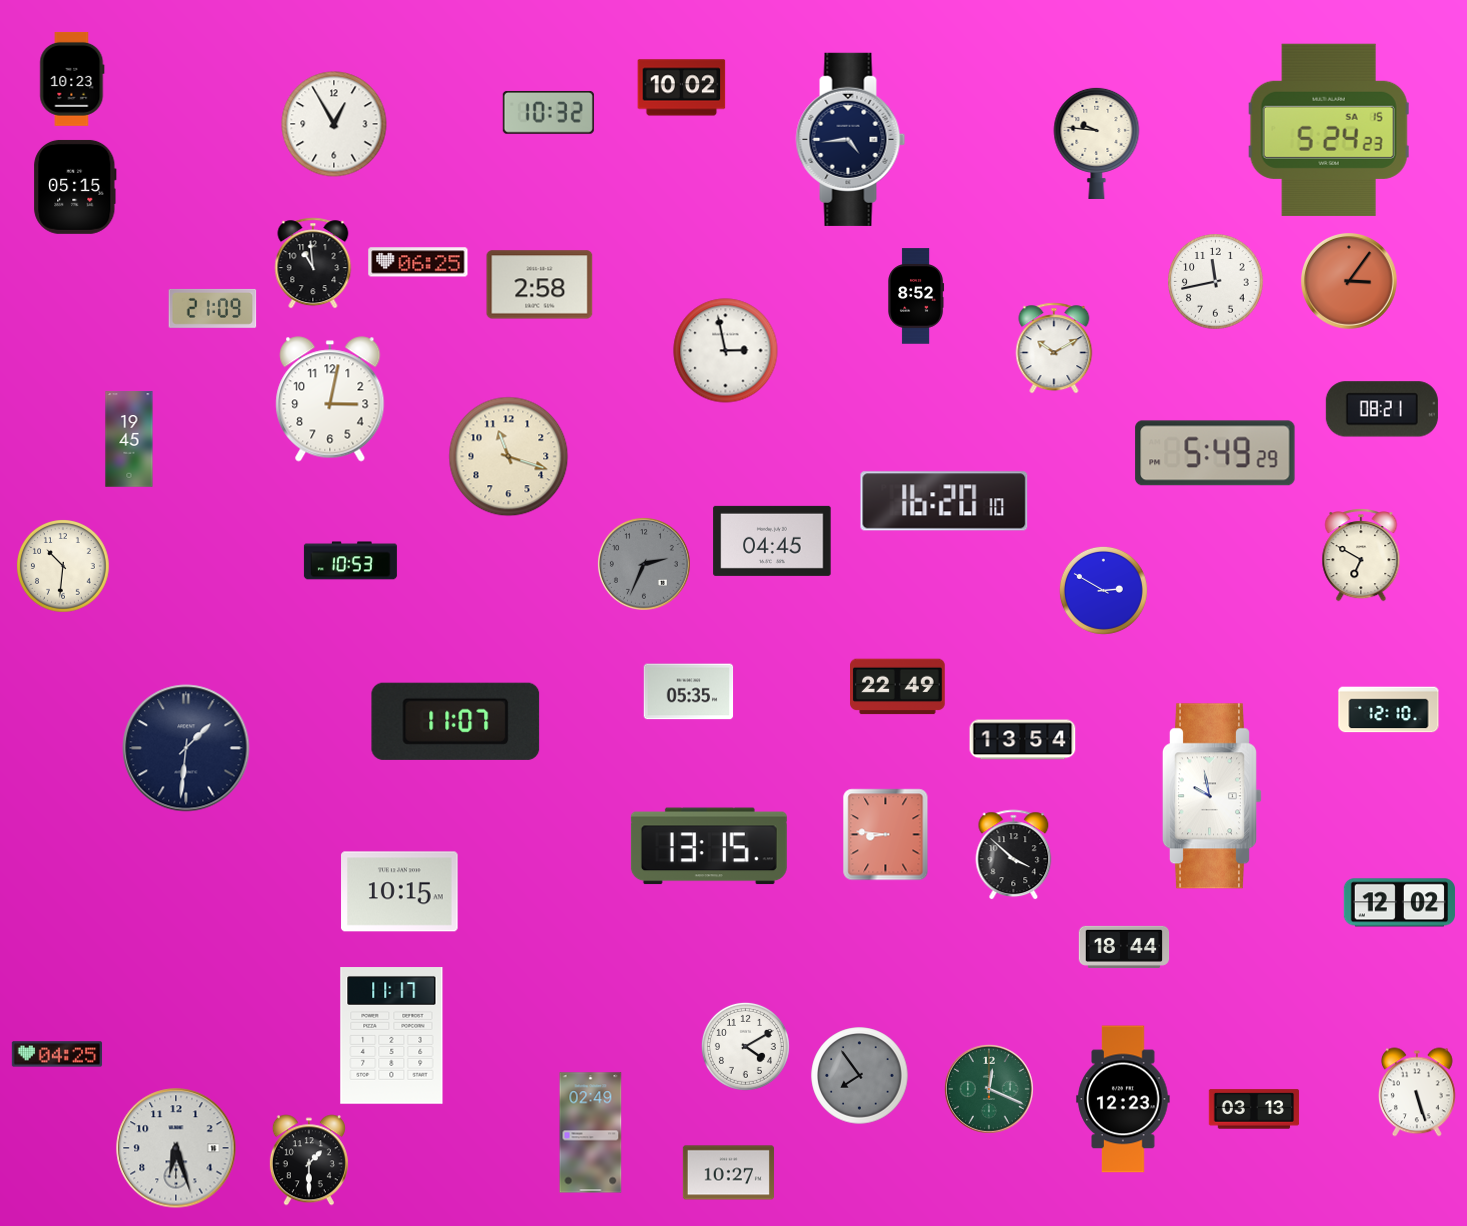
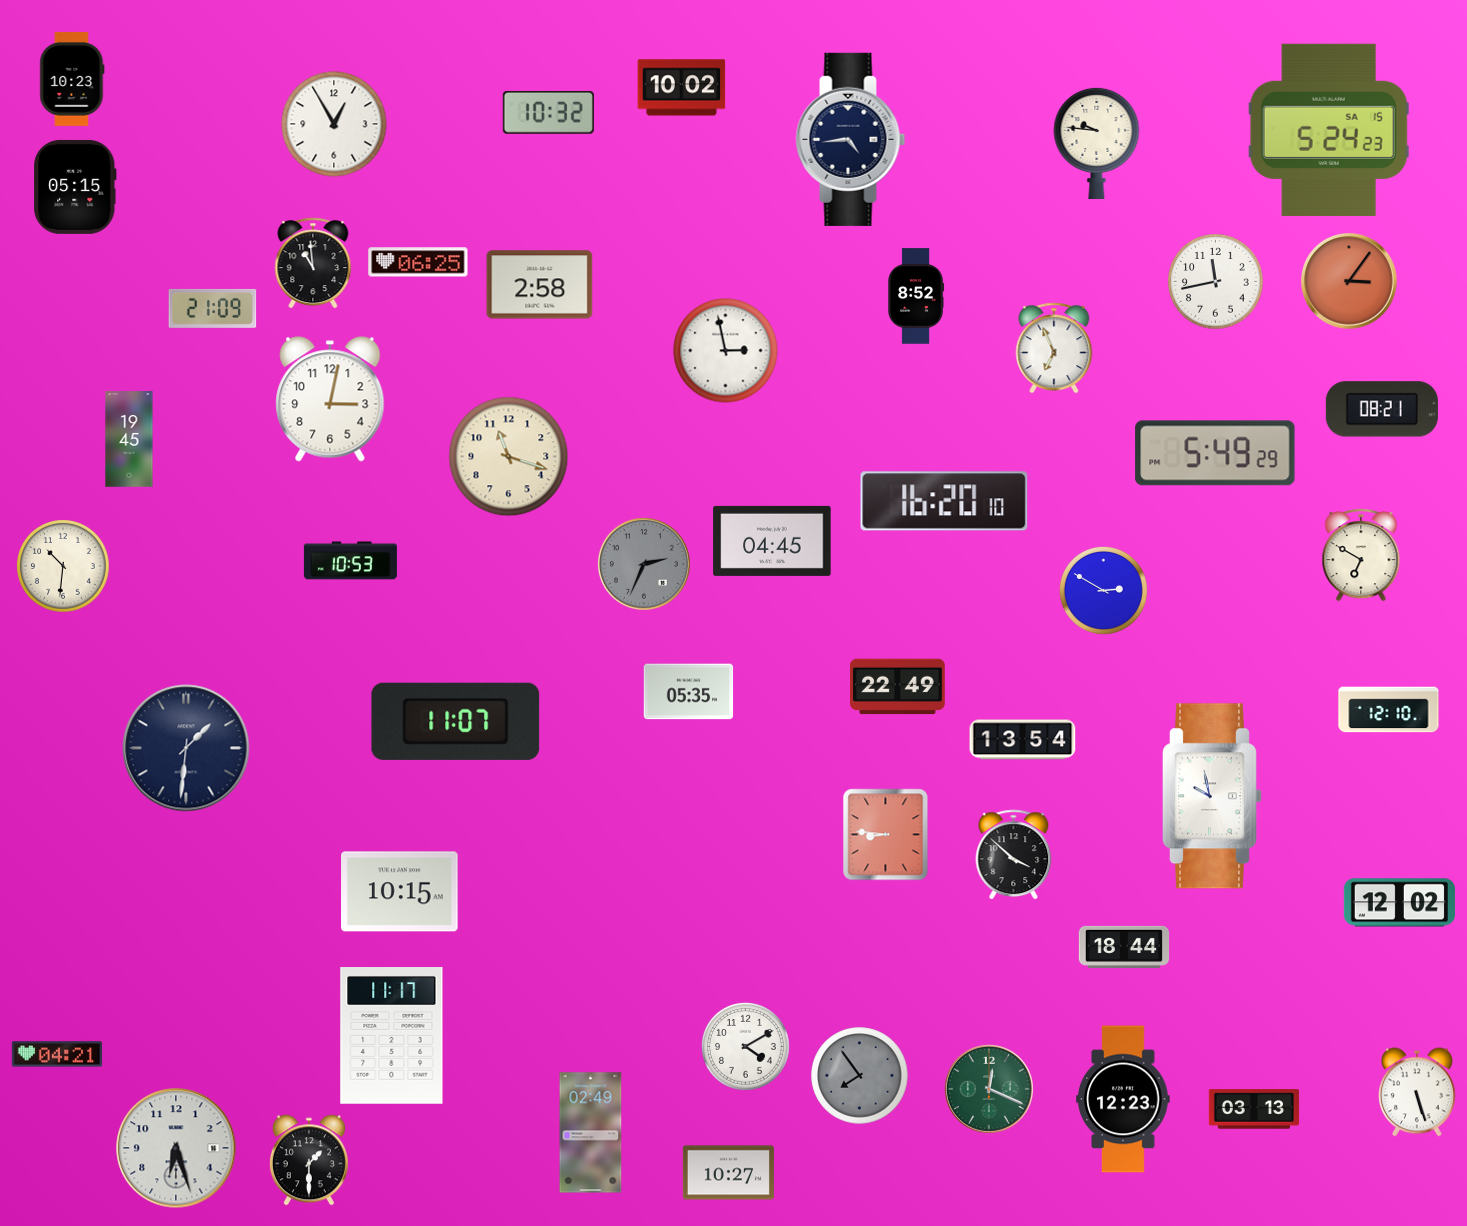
clock at (1054, 348): 10:10 -> 6:56
clock at (709, 846): 13:15 -> none
clock at (57, 1054): 04:25 -> 04:21
